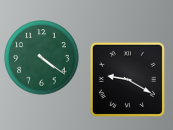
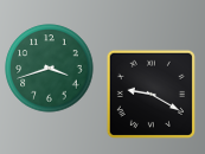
clock at (42, 58): 4:21 -> 3:42
